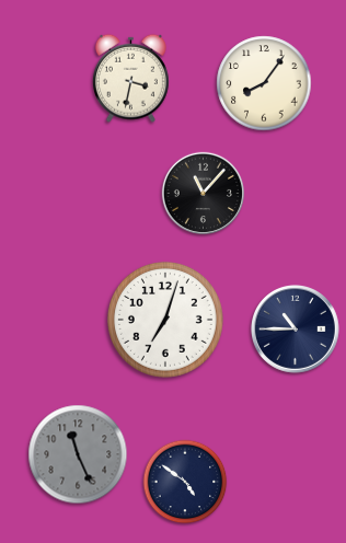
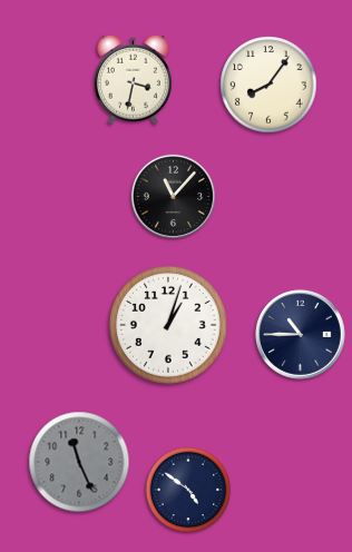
clock at (203, 193) position: (203, 193) -> (173, 196)
clock at (165, 320): 7:03 -> 1:03
